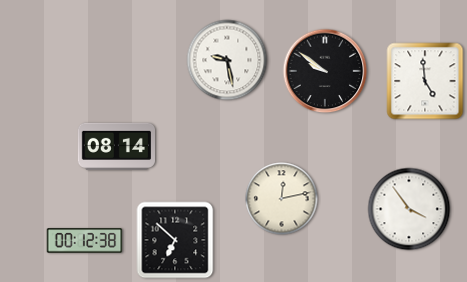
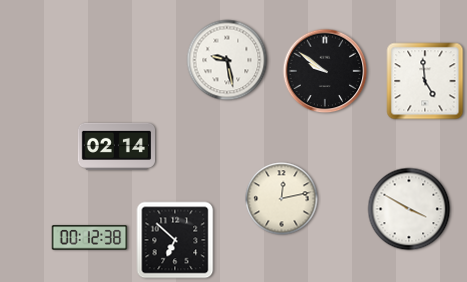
clock at (116, 146): 08:14 -> 02:14
clock at (409, 209): 3:54 -> 3:50
clock at (85, 241) position: (85, 241) -> (90, 238)
